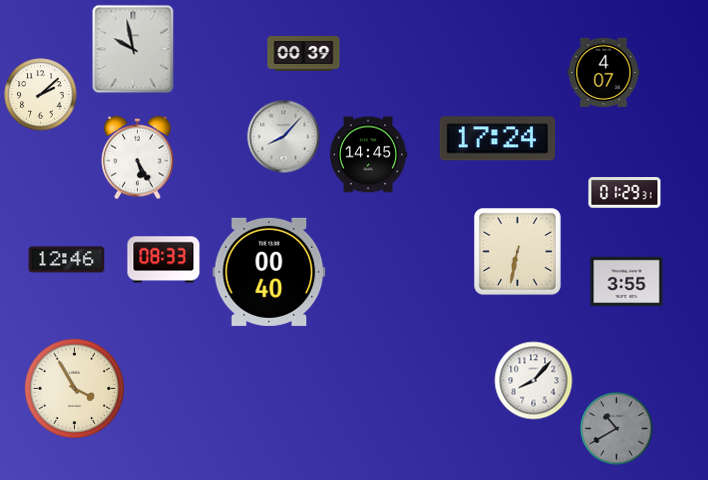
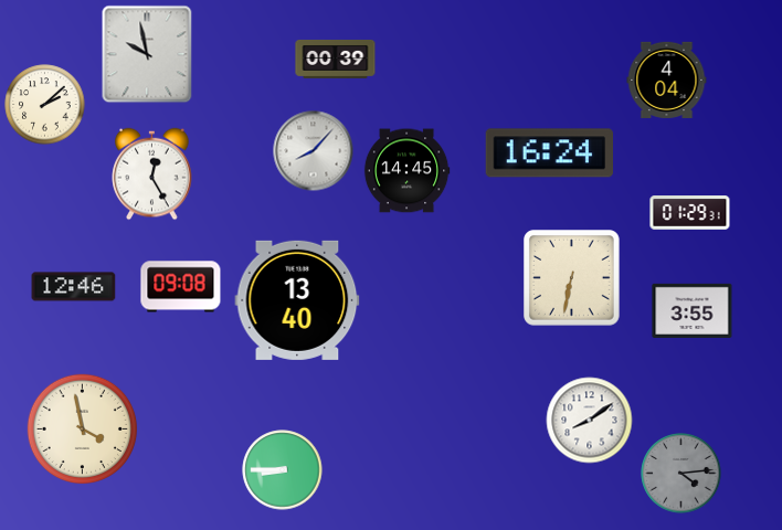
clock at (604, 72): 4:07 -> 4:04
clock at (497, 139): 17:24 -> 16:24
clock at (138, 158): 5:25 -> 12:25
clock at (164, 260): 08:33 -> 09:08
clock at (269, 272): 00:40 -> 13:40
clock at (534, 381): 8:07 -> 8:09
clock at (75, 389): 3:55 -> 3:58
clock at (283, 470): none -> 8:45
clock at (617, 429): 10:40 -> 4:14
